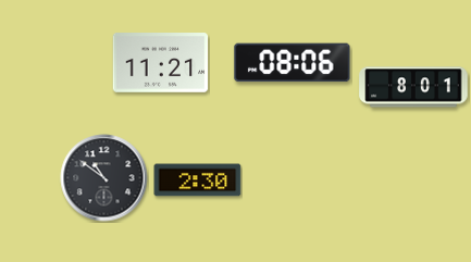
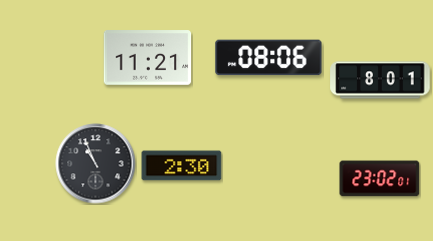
clock at (104, 178): 10:51 -> 10:56
clock at (380, 179): none -> 23:02
